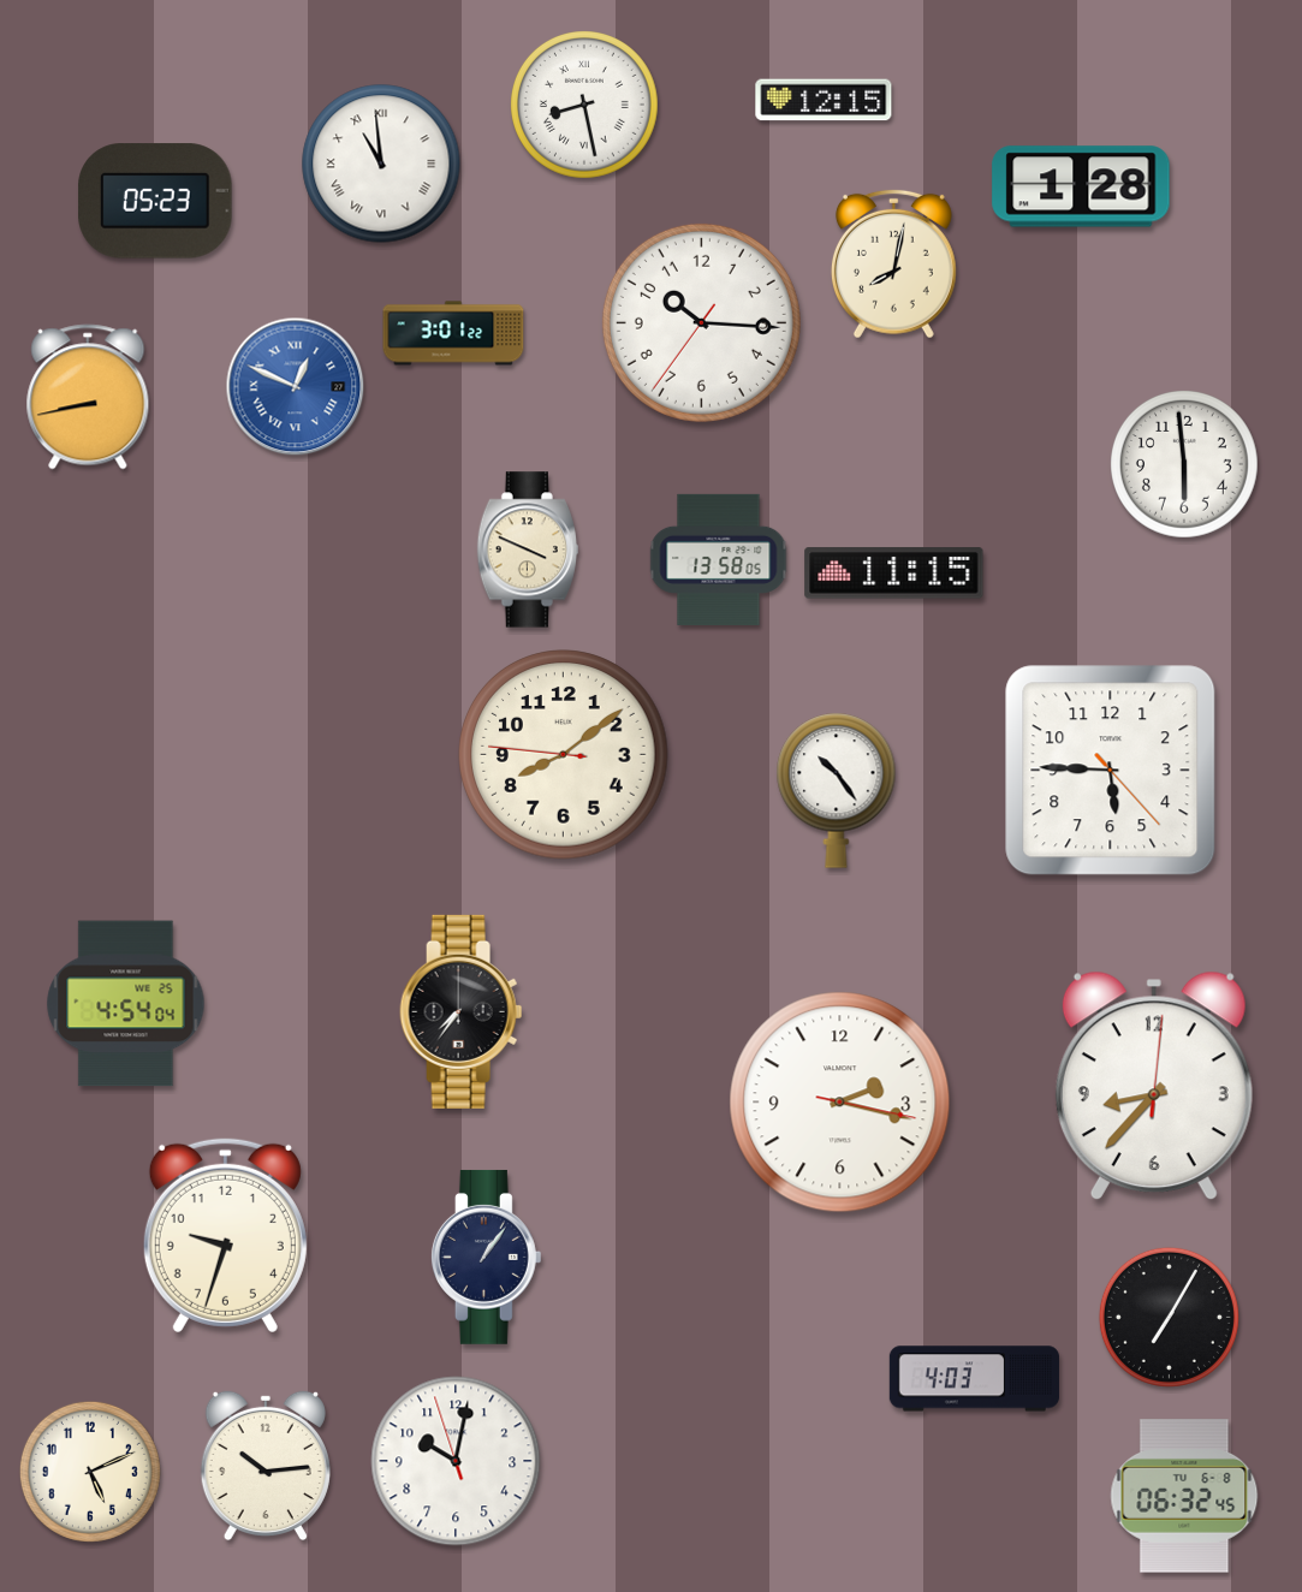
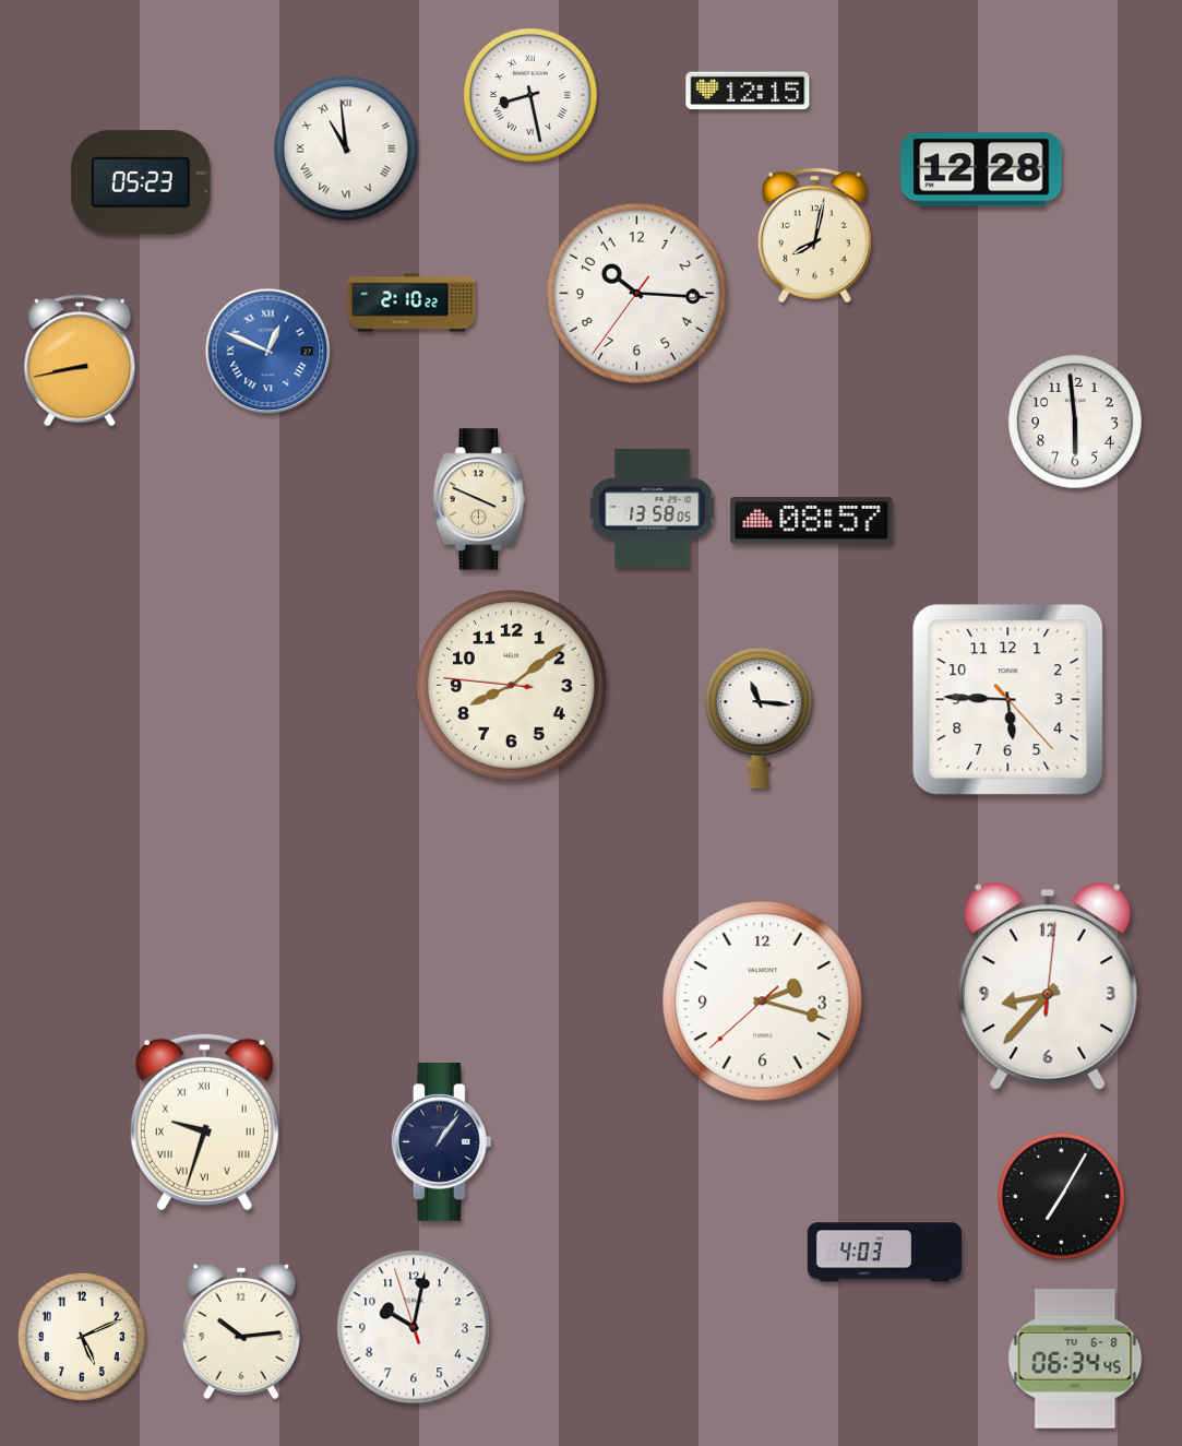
clock at (1081, 186): 1:28 -> 12:28
clock at (893, 263) position: (893, 263) -> (814, 235)
clock at (453, 333): 3:01 -> 2:10
clock at (894, 574): 11:15 -> 08:57
clock at (837, 790): 10:24 -> 11:16
clock at (126, 1004): 4:54 -> none
clock at (462, 1011): 7:36 -> none
clock at (840, 1103): 2:17:17 -> 2:17:38
clock at (225, 1235) numerals: Arabic -> Roman
clock at (1184, 1496): 06:32 -> 06:34
